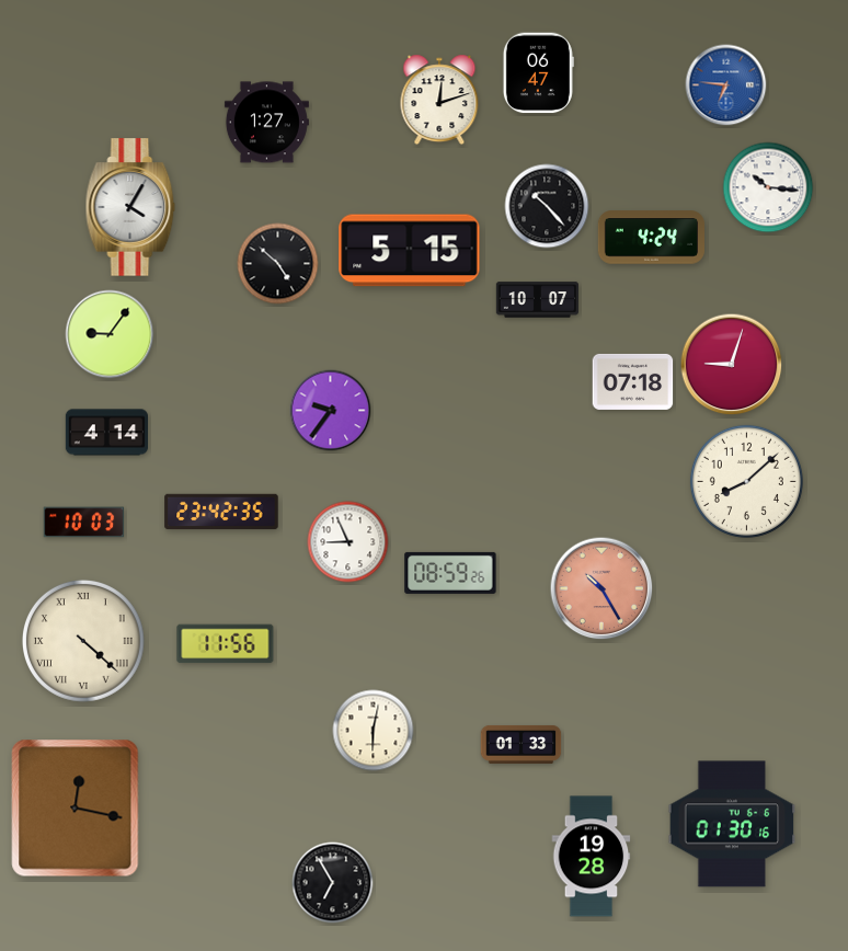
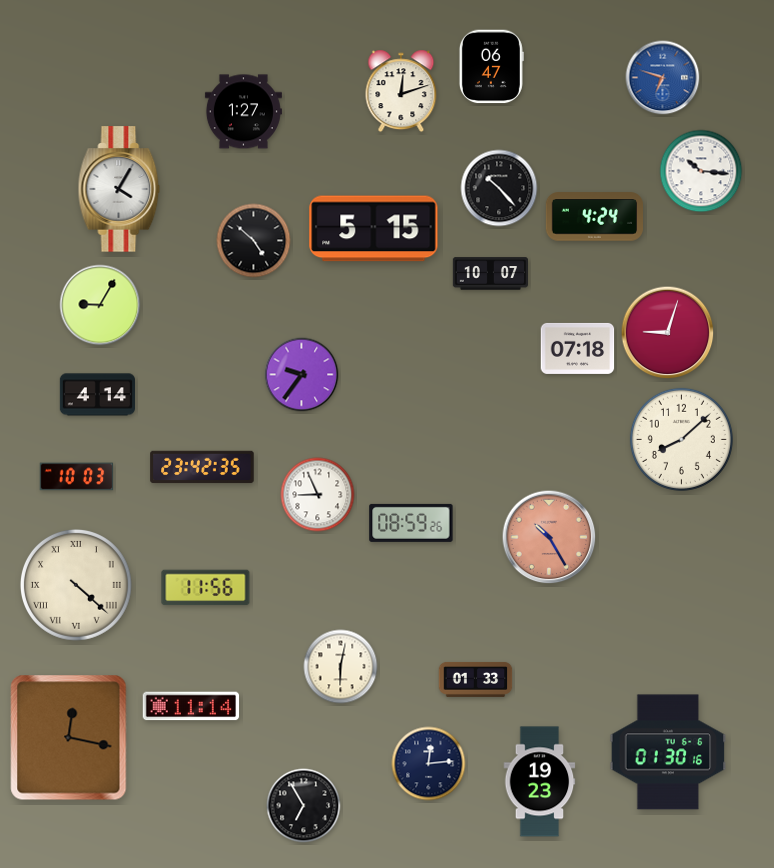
clock at (726, 85): 6:46 -> 6:48
clock at (110, 334): 9:06 -> 9:05
clock at (191, 706): none -> 11:14
clock at (429, 764): none -> 12:14
clock at (592, 857): 19:28 -> 19:23
